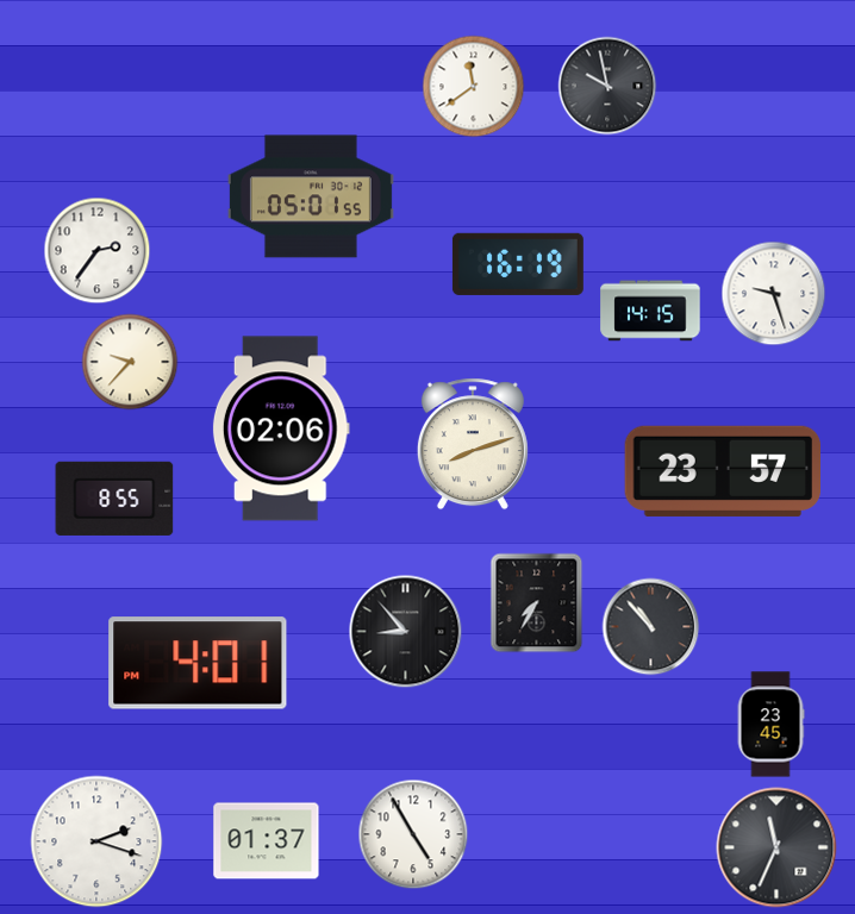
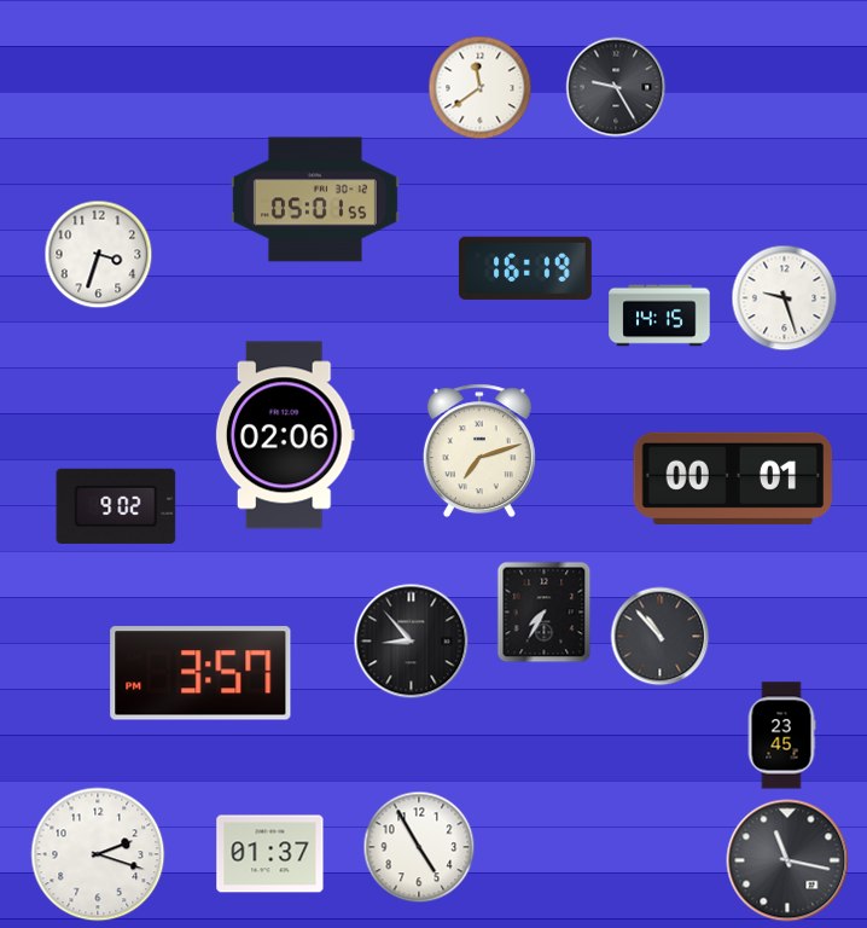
clock at (607, 86): 9:58 -> 9:25
clock at (98, 251): 2:36 -> 3:33
clock at (130, 362): 9:37 -> none
clock at (473, 444): 8:12 -> 7:12
clock at (722, 471): 23:57 -> 00:01
clock at (114, 499): 8:55 -> 9:02
clock at (198, 663): 4:01 -> 3:57
clock at (776, 847): 11:34 -> 11:17
